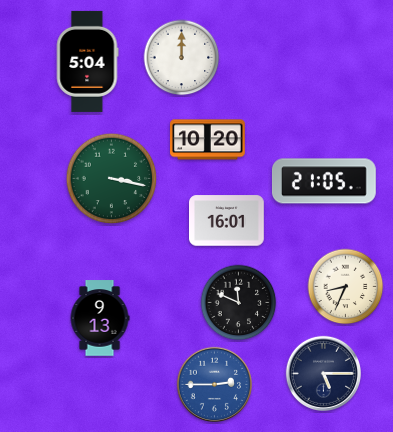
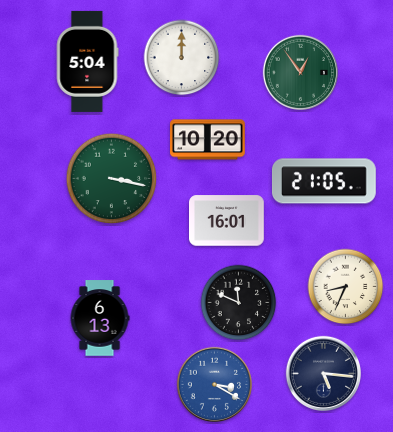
clock at (300, 72): none -> 12:54
clock at (100, 318): 9:13 -> 6:13
clock at (323, 373): 5:15 -> 5:16
clock at (214, 384): 2:45 -> 3:20
